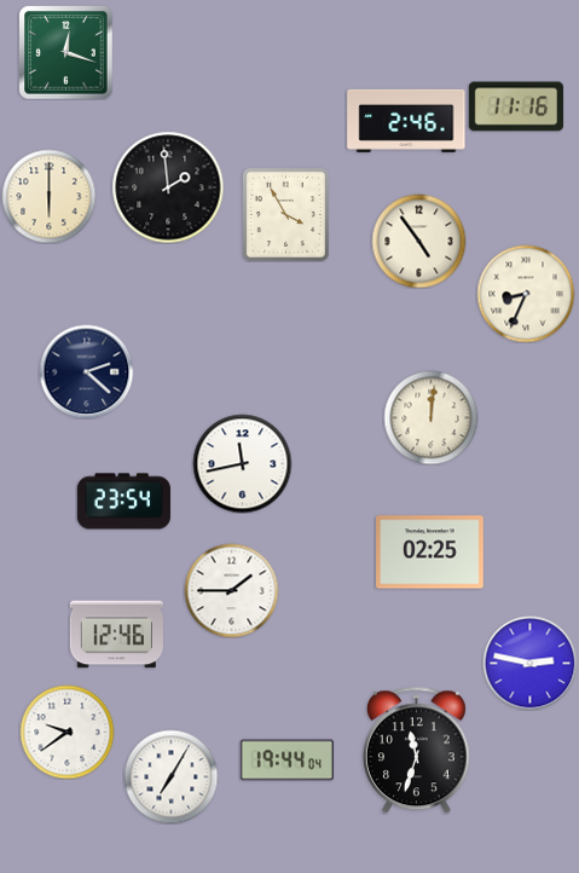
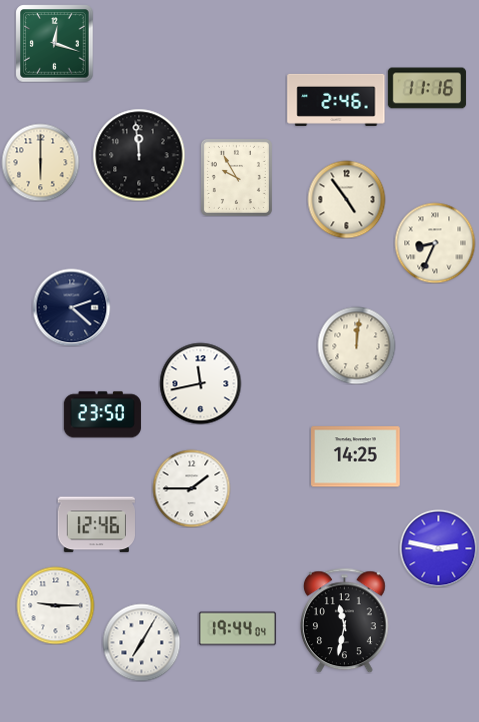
clock at (168, 187): 1:59 -> 11:59
clock at (285, 214): 3:55 -> 9:55
clock at (123, 502): 23:54 -> 23:50
clock at (430, 553): 02:25 -> 14:25
clock at (66, 732): 9:39 -> 9:15
clock at (417, 750): 11:33 -> 11:32
